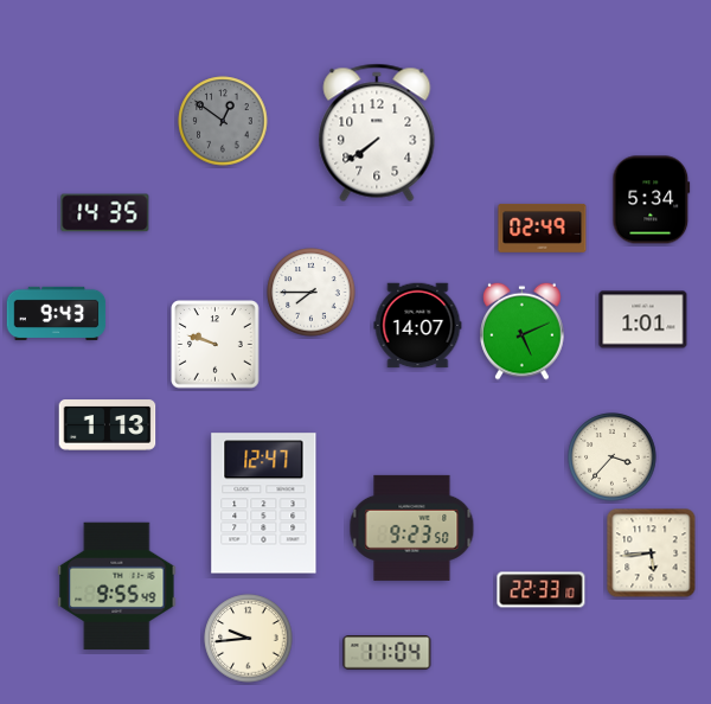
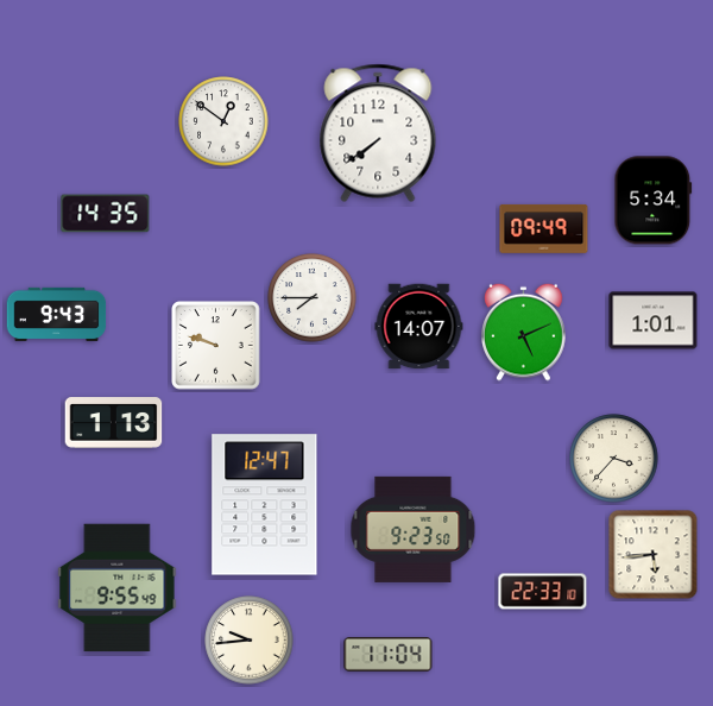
clock at (223, 121) dial: grey -> white
clock at (543, 229): 02:49 -> 09:49
clock at (312, 293) position: (312, 293) -> (313, 298)
clock at (643, 320) position: (643, 320) -> (654, 321)
clock at (108, 425) position: (108, 425) -> (114, 423)
